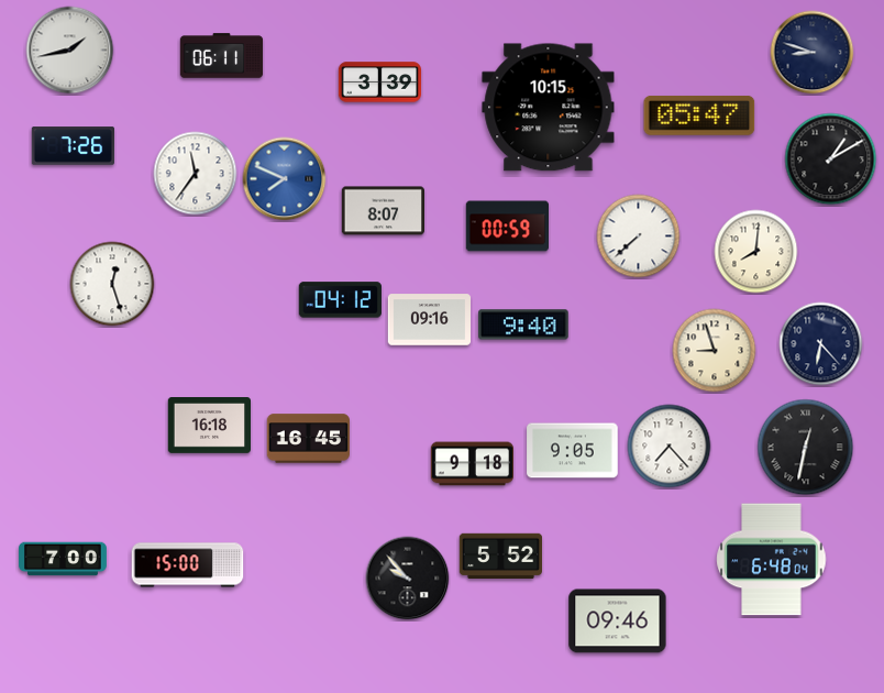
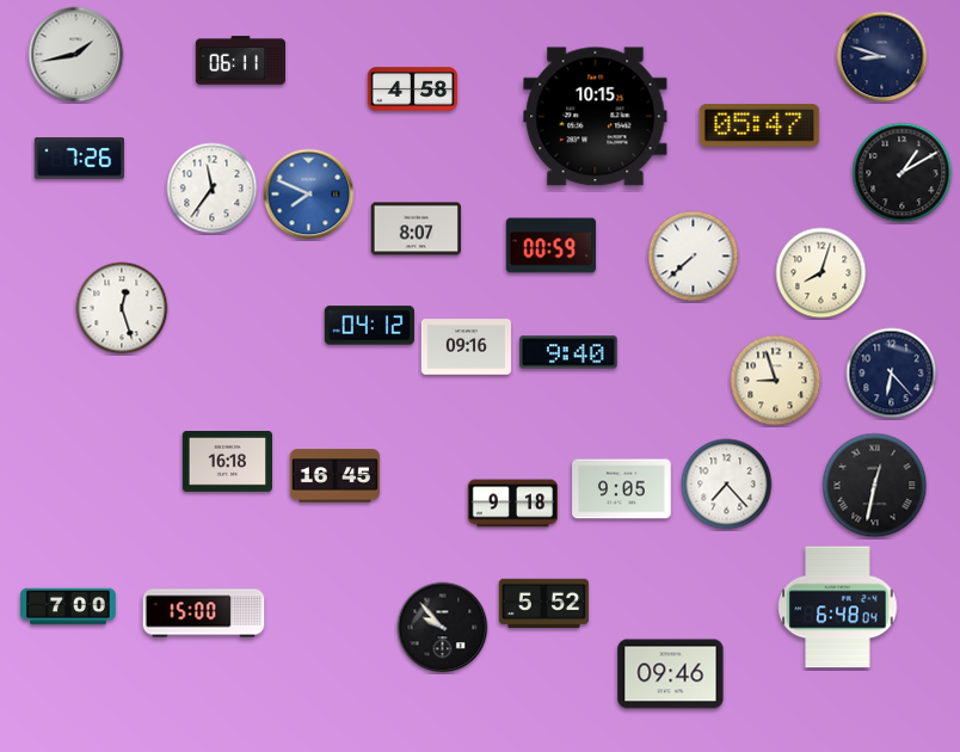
clock at (380, 82): 3:39 -> 4:58
clock at (756, 252): 8:01 -> 8:03
